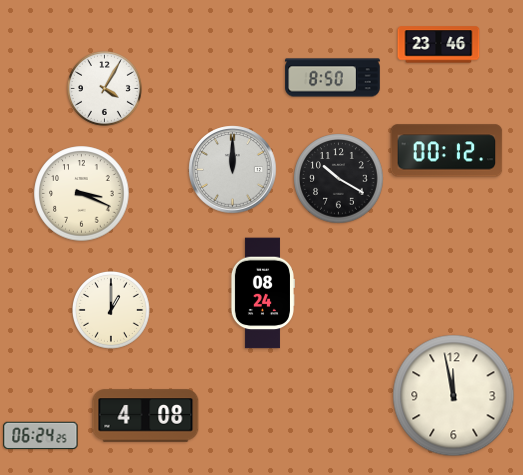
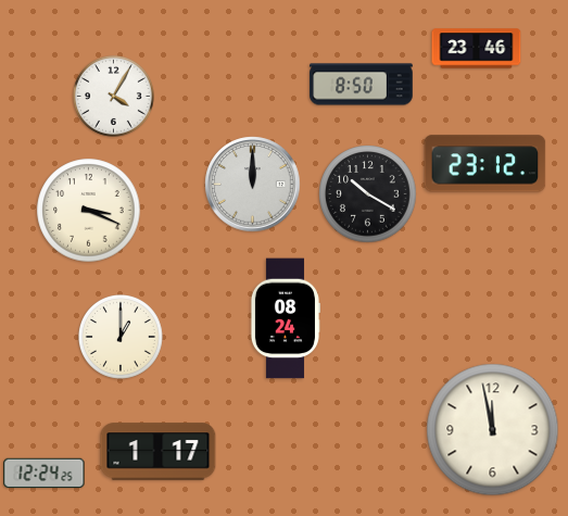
clock at (447, 151): 00:12 -> 23:12
clock at (146, 416): 4:08 -> 1:17
clock at (41, 436): 06:24 -> 12:24
